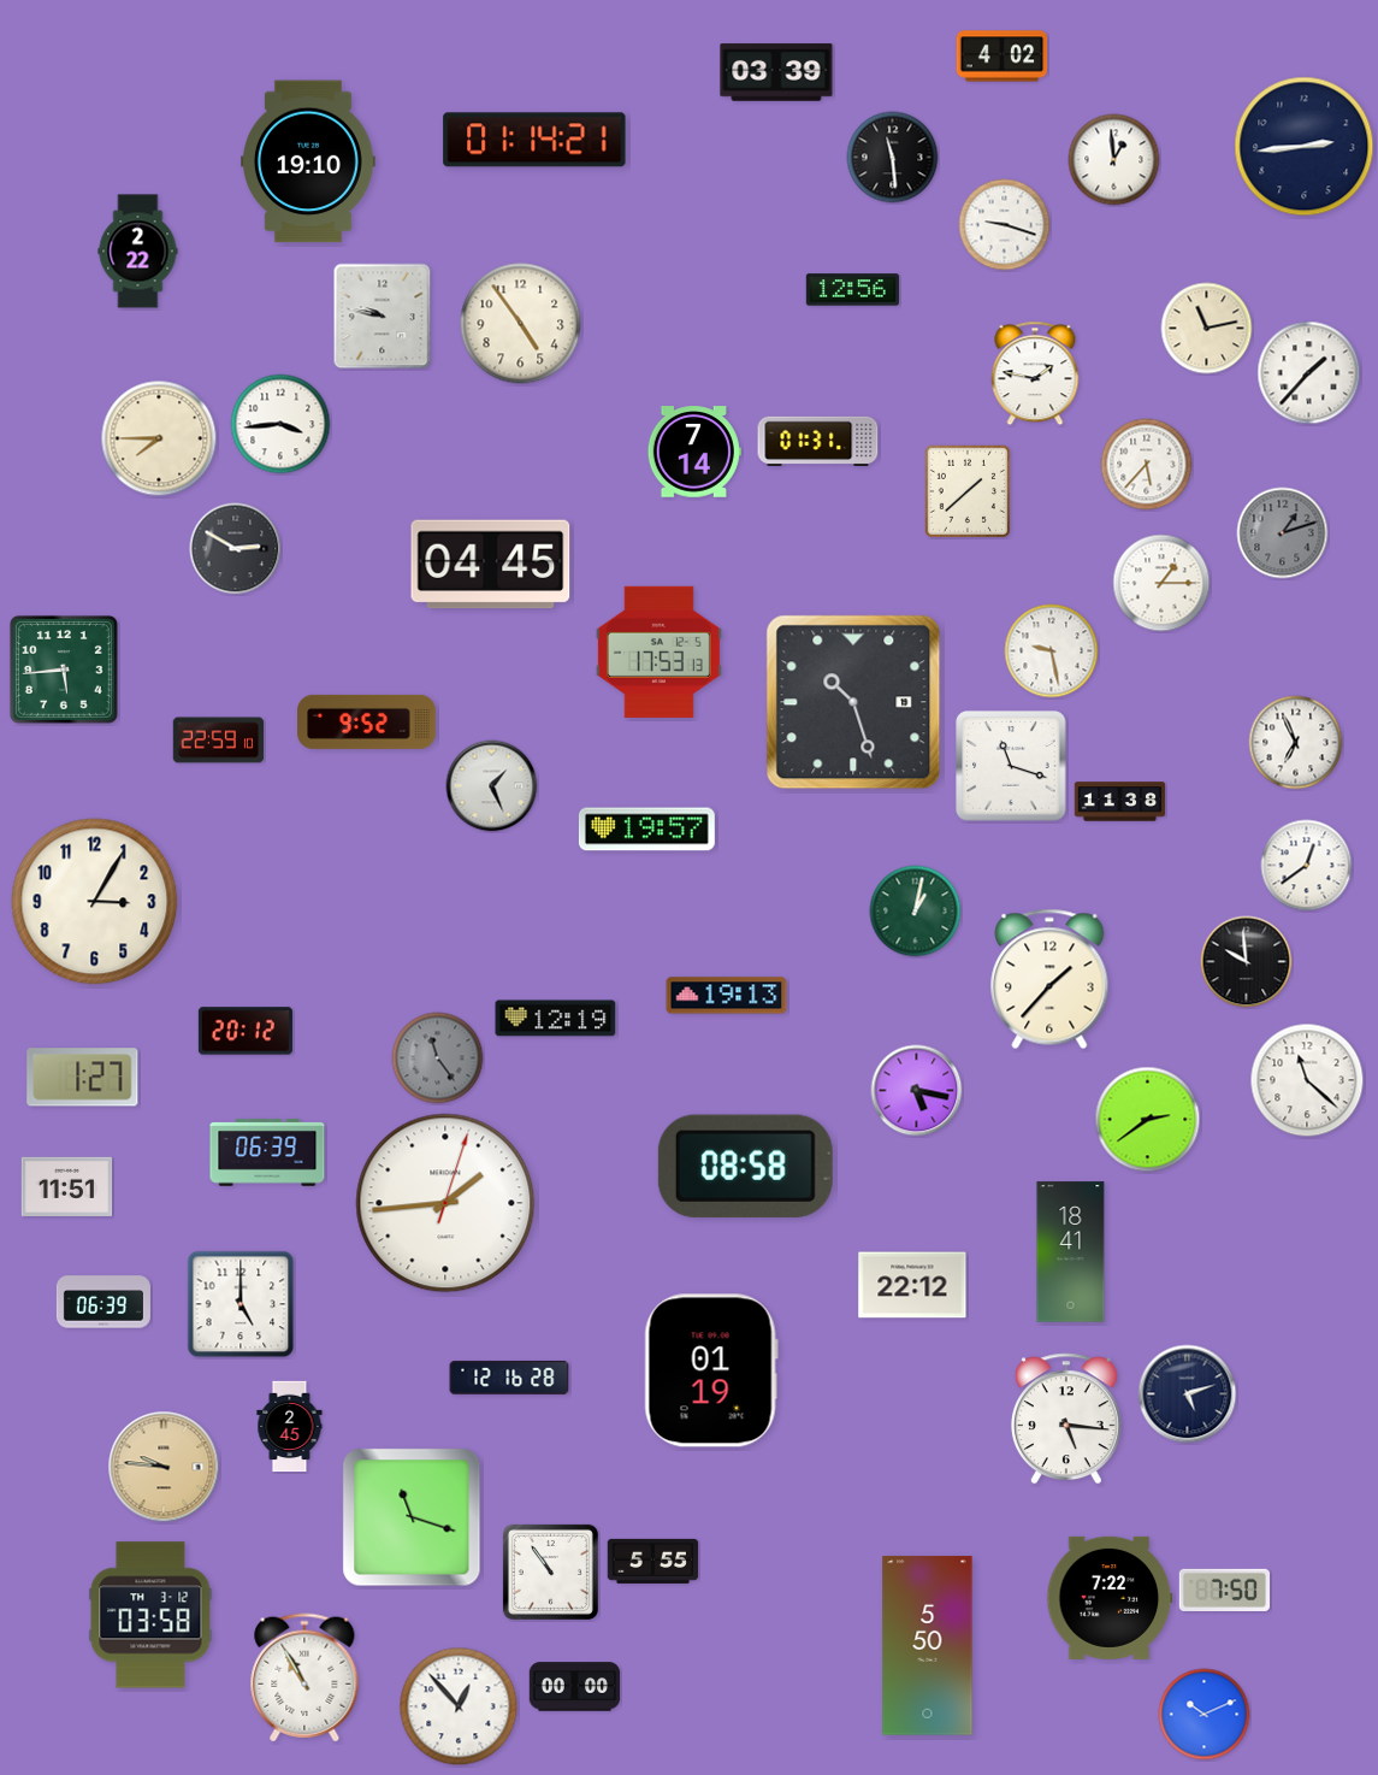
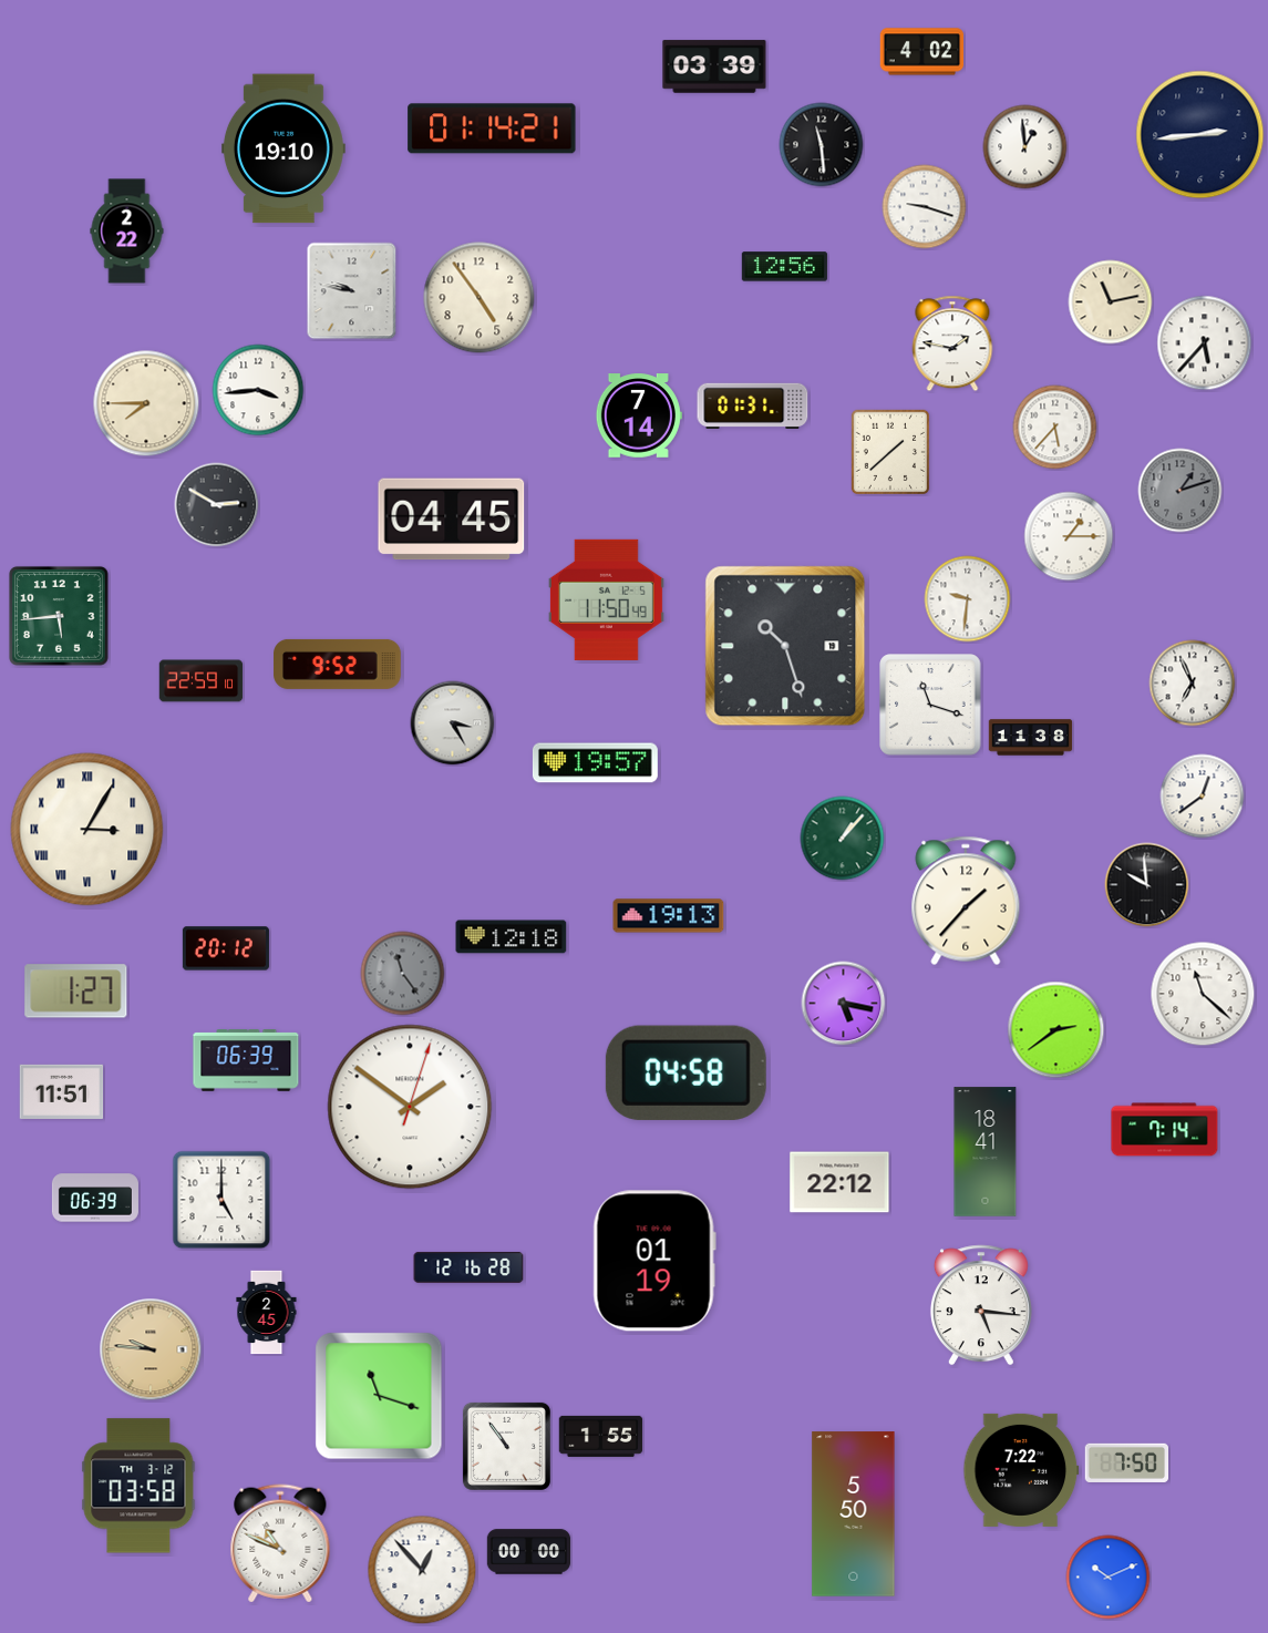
clock at (1309, 373): 1:37 -> 5:37
clock at (658, 651): 17:53 -> 11:50
clock at (1052, 651): 9:28 -> 9:31
clock at (492, 786): 1:26 -> 3:25
clock at (95, 902) numerals: Arabic -> Roman
clock at (916, 912): 1:02 -> 1:07
clock at (556, 1019): 12:19 -> 12:18
clock at (745, 1166): 08:58 -> 04:58
clock at (445, 1203): 1:44 -> 1:51
clock at (1165, 1130): none -> 7:14
clock at (1188, 1394): 5:12 -> none
clock at (653, 1561): 5:55 -> 1:55
clock at (304, 1677): 10:55 -> 10:49
